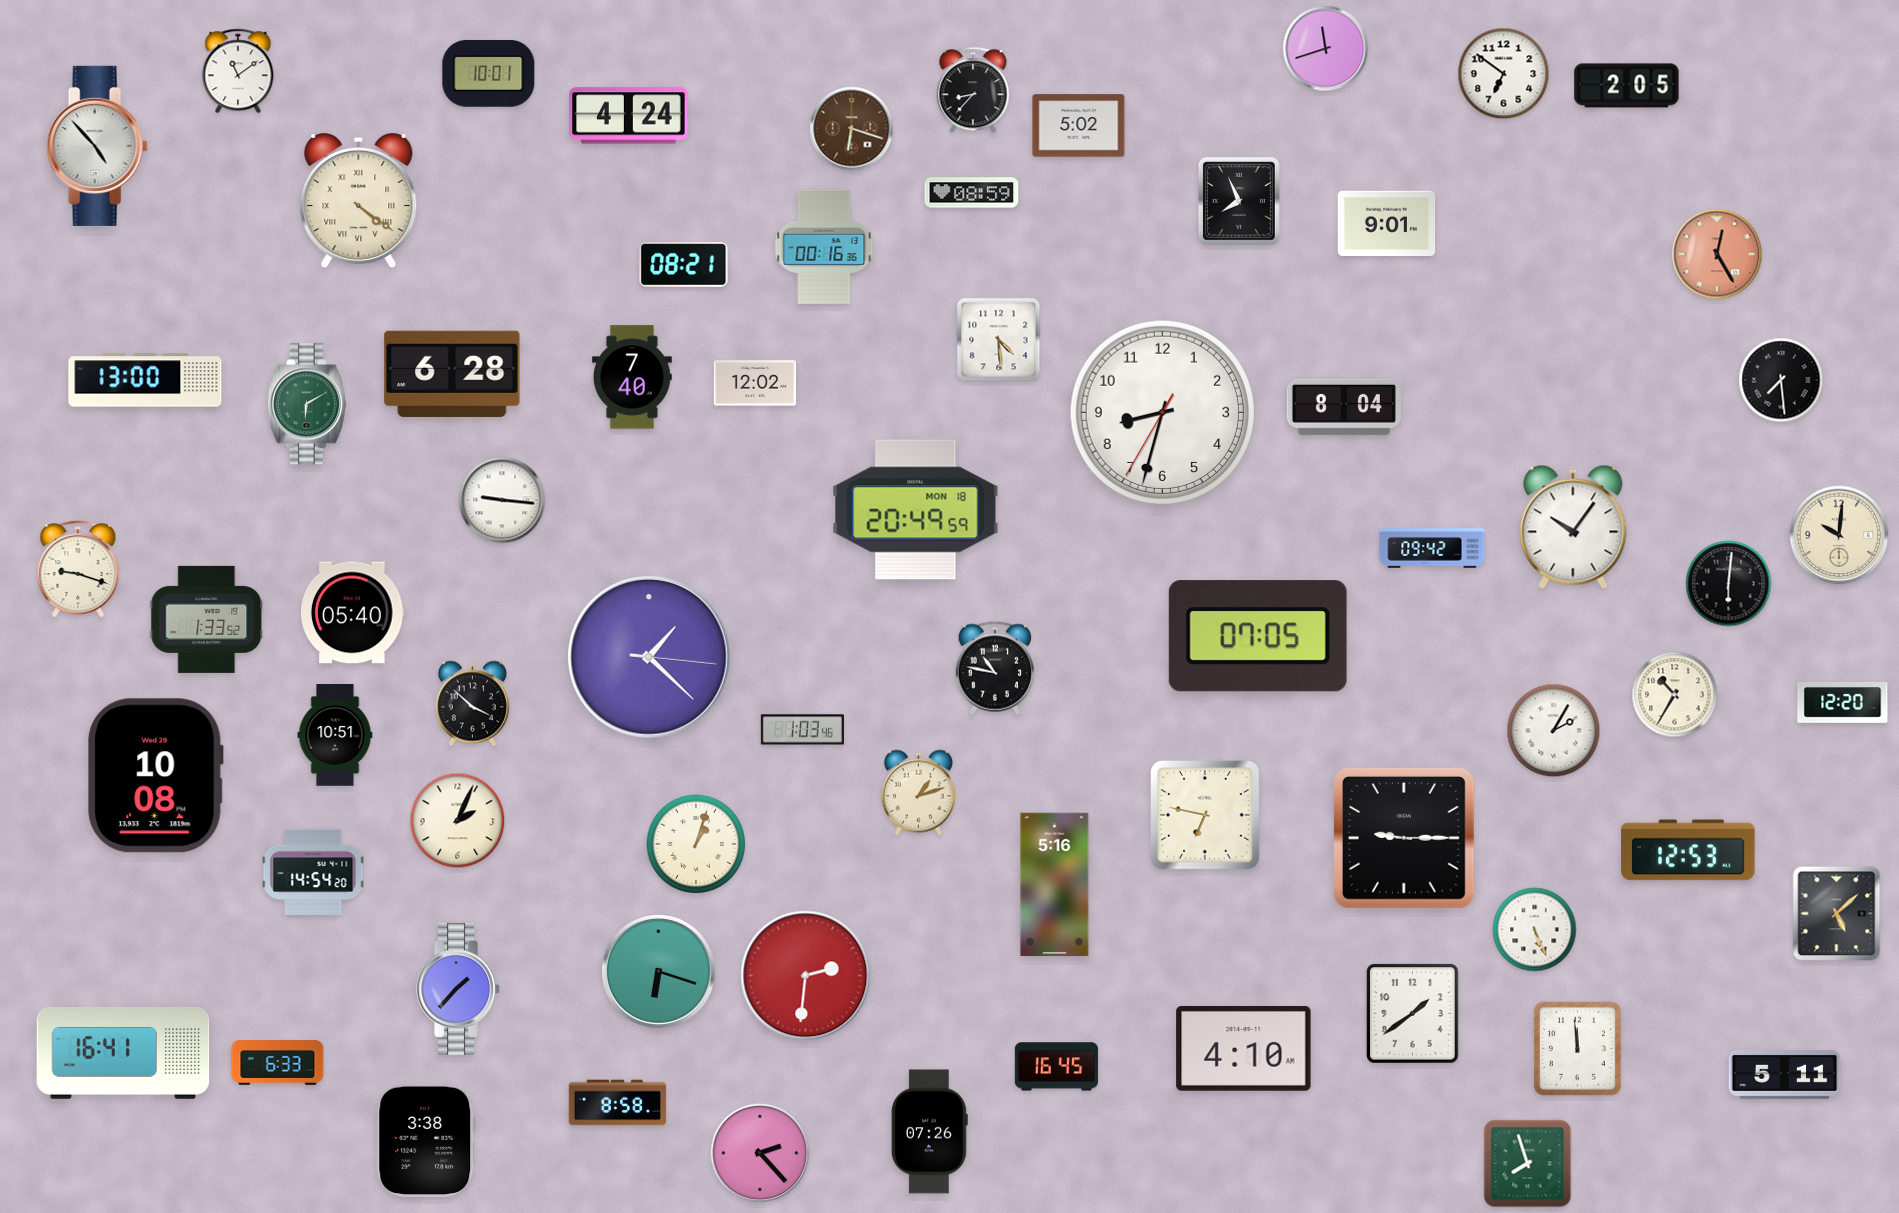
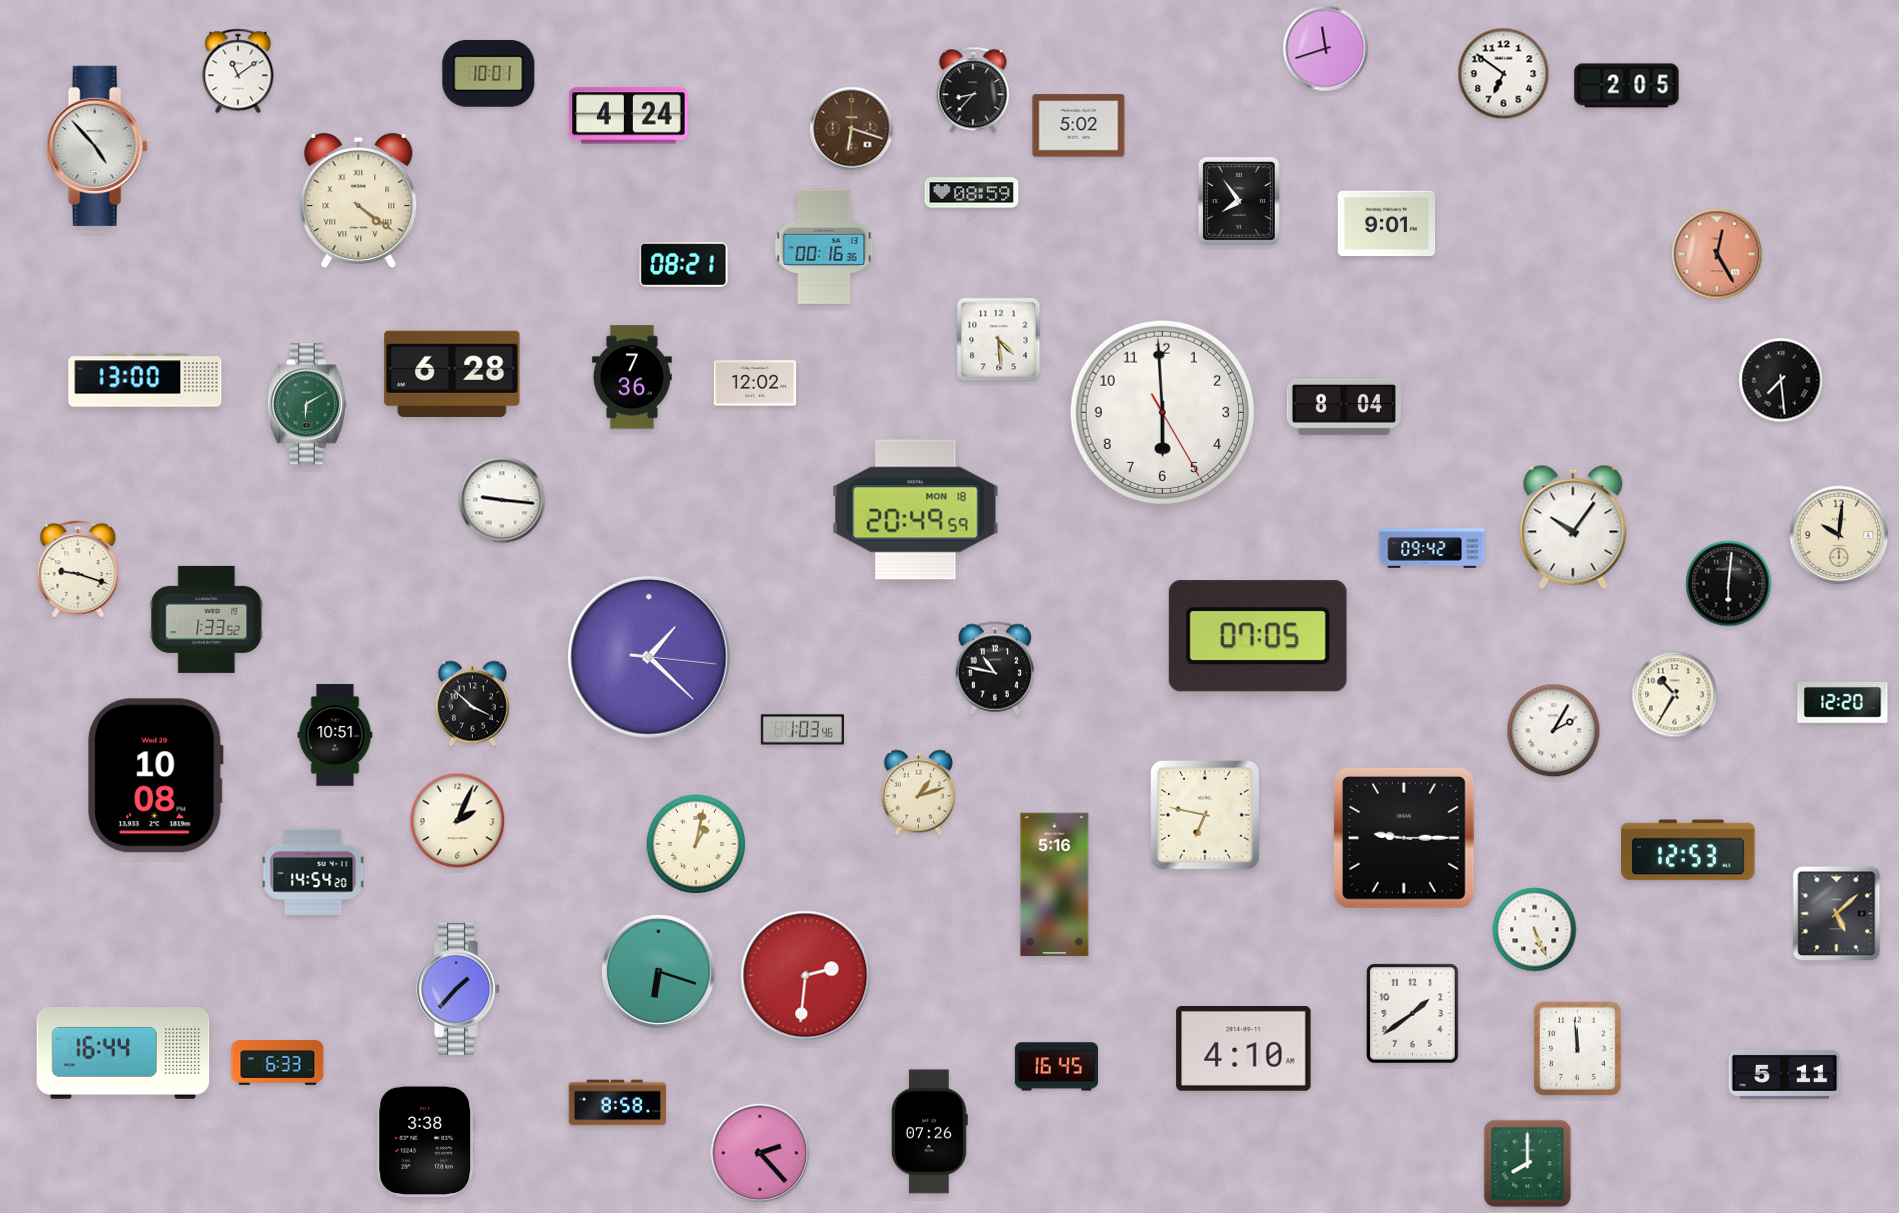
clock at (1239, 201): 7:56 -> 7:54
clock at (632, 377): 7:40 -> 7:36
clock at (1162, 412): 8:32 -> 5:59
clock at (353, 613): 05:40 -> none
clock at (696, 844): 1:03 -> 1:02
clock at (123, 1054): 16:41 -> 16:44
clock at (1528, 1164): 7:57 -> 8:00
